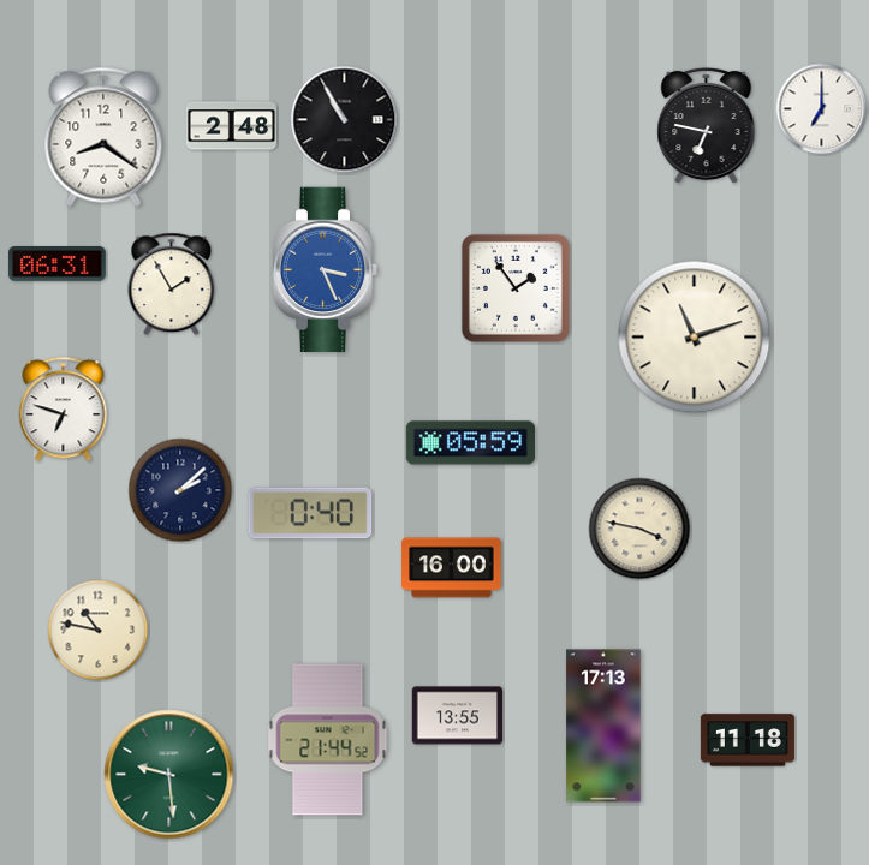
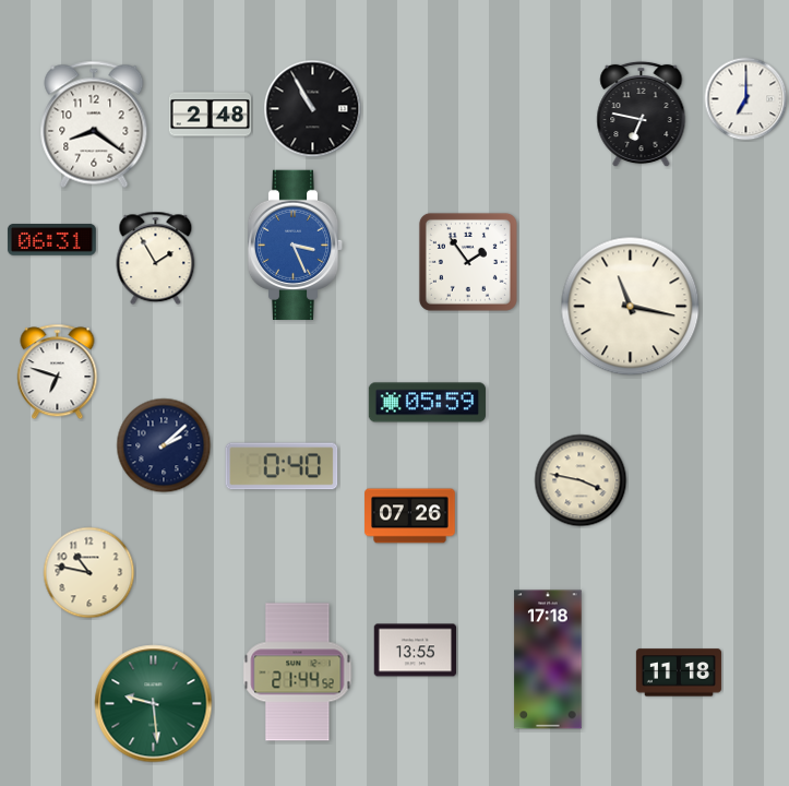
clock at (695, 338): 11:12 -> 11:17
clock at (452, 568): 16:00 -> 07:26
clock at (603, 726): 17:13 -> 17:18
